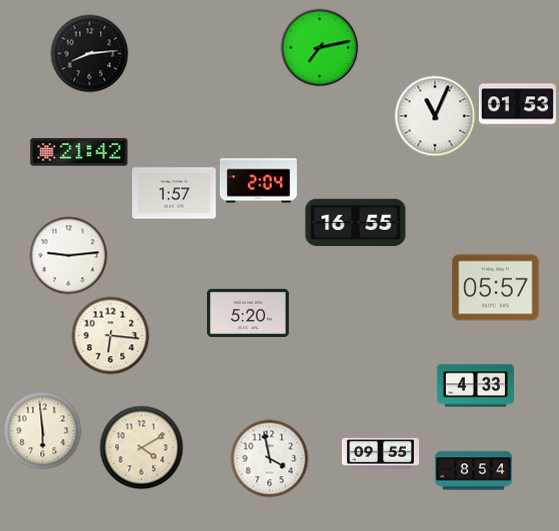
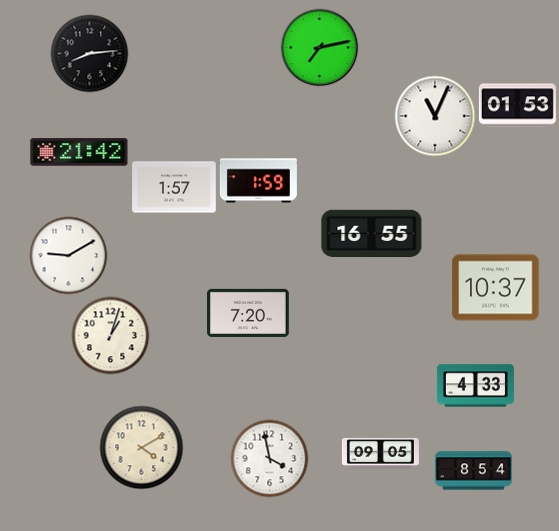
clock at (258, 181): 2:04 -> 1:59
clock at (174, 193) position: (174, 193) -> (174, 187)
clock at (356, 222) position: (356, 222) -> (372, 233)
clock at (68, 255): 9:14 -> 9:10
clock at (496, 288): 05:57 -> 10:37
clock at (249, 313): 5:20 -> 7:20
clock at (110, 335): 6:16 -> 1:03
clock at (42, 430): 5:59 -> none
clock at (380, 453): 09:55 -> 09:05
